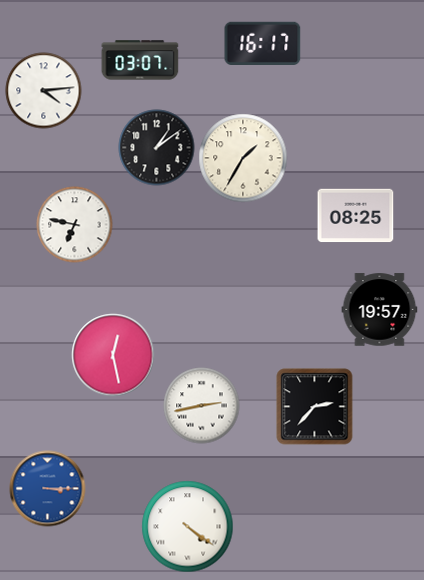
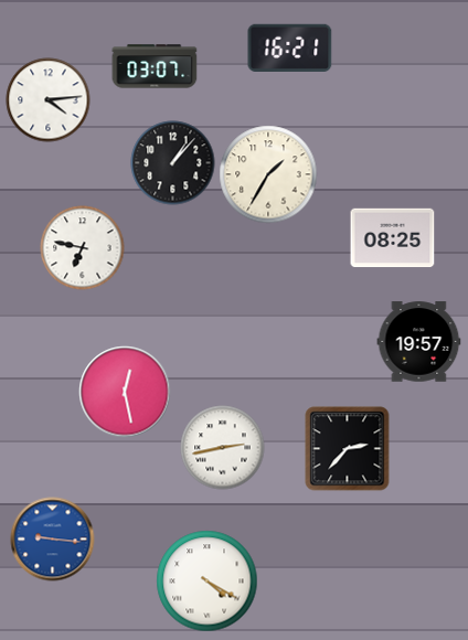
clock at (263, 43): 16:17 -> 16:21
clock at (157, 148): 1:09 -> 1:07
clock at (48, 489): 3:15 -> 9:16
clock at (188, 527): 4:21 -> 4:20
